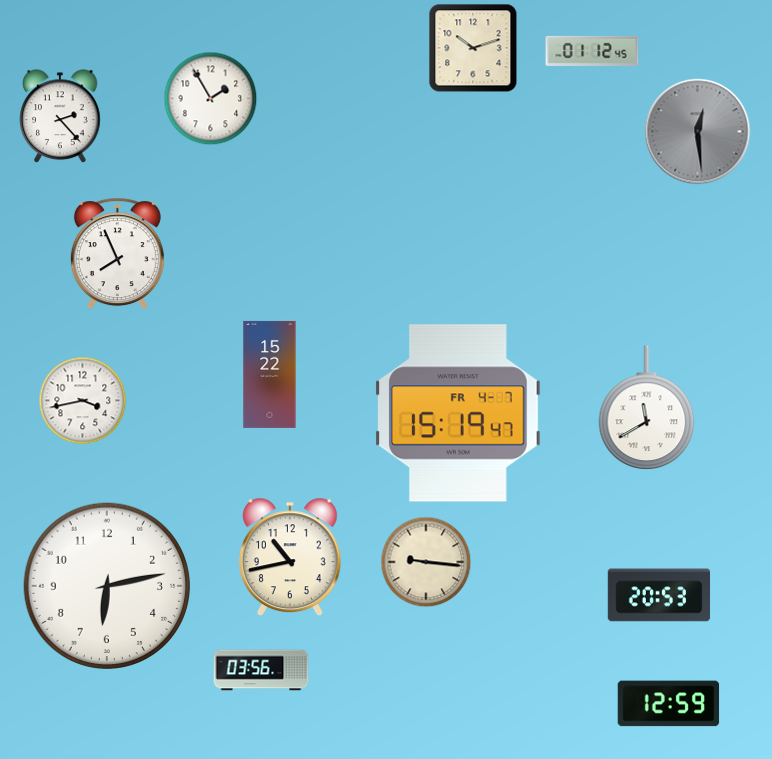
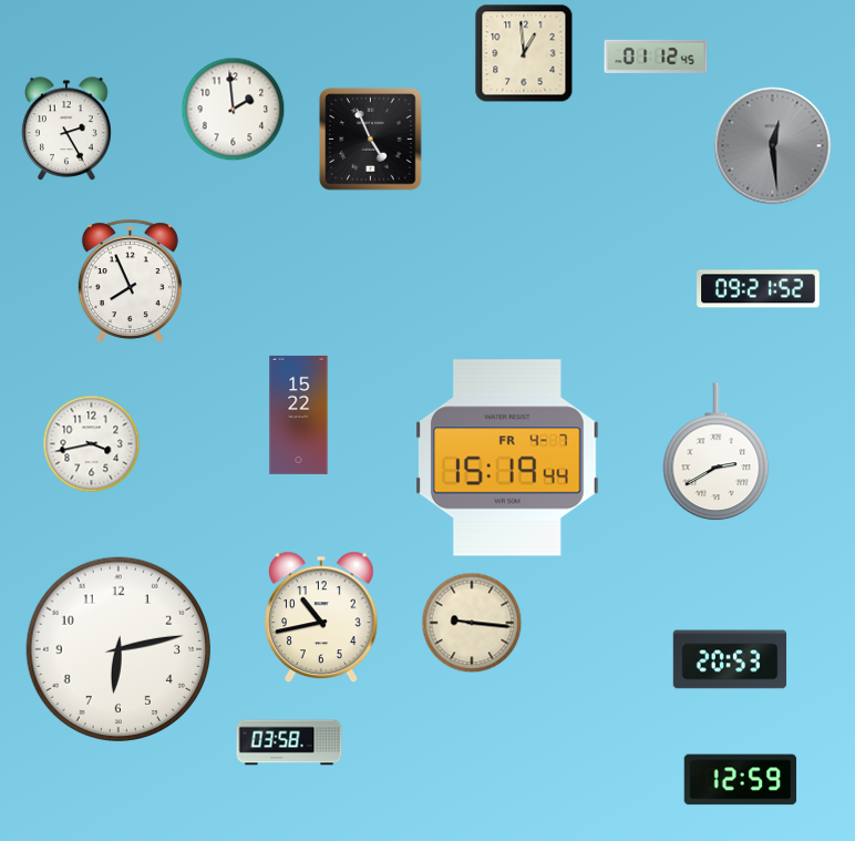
clock at (473, 48): 10:12 -> 12:59
clock at (211, 99): 1:55 -> 1:59
clock at (61, 117): 2:23 -> 2:25
clock at (371, 140): none -> 4:56
clock at (759, 289): none -> 09:21
clock at (647, 408): 11:40 -> 2:40
clock at (459, 413): 15:19:47 -> 15:19:44
clock at (261, 670): 03:56 -> 03:58
